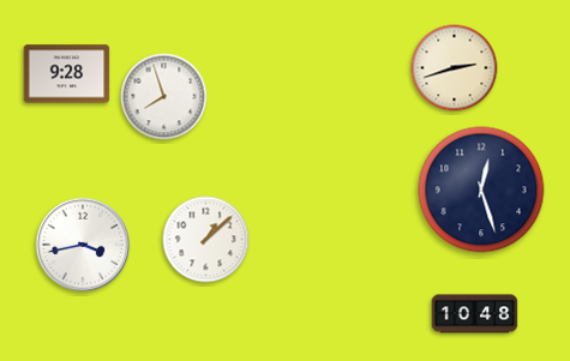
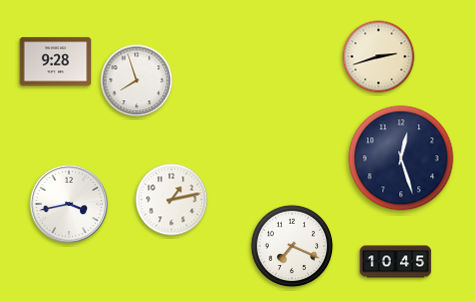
clock at (206, 240): 1:08 -> 1:13
clock at (292, 246): none -> 7:19
clock at (475, 314): 10:48 -> 10:45
